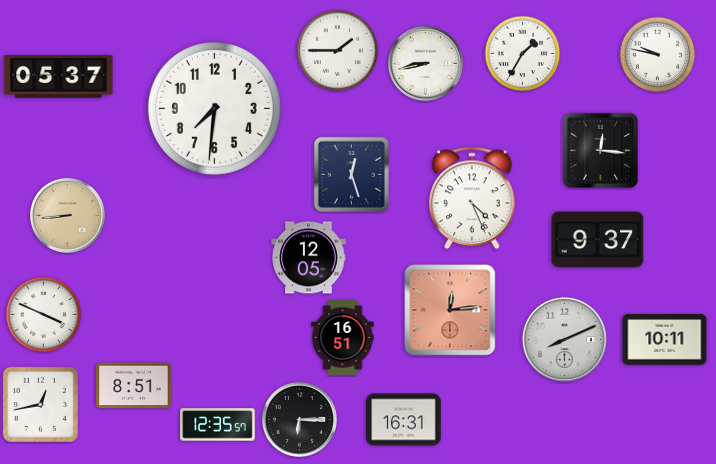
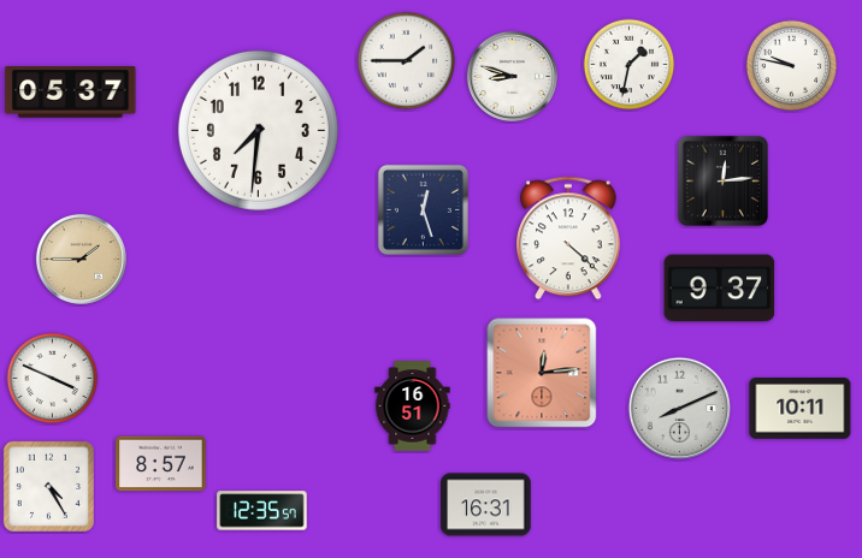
clock at (523, 54): 1:35 -> 1:32
clock at (425, 63): 8:43 -> 8:48
clock at (600, 150): 12:16 -> 12:14
clock at (473, 198): 4:26 -> 4:22
clock at (67, 215): 8:44 -> 1:45
clock at (309, 258): 12:05 -> none
clock at (134, 386): 8:51 -> 8:57
clock at (40, 404): 12:43 -> 4:25
clock at (299, 419): 6:15 -> none
